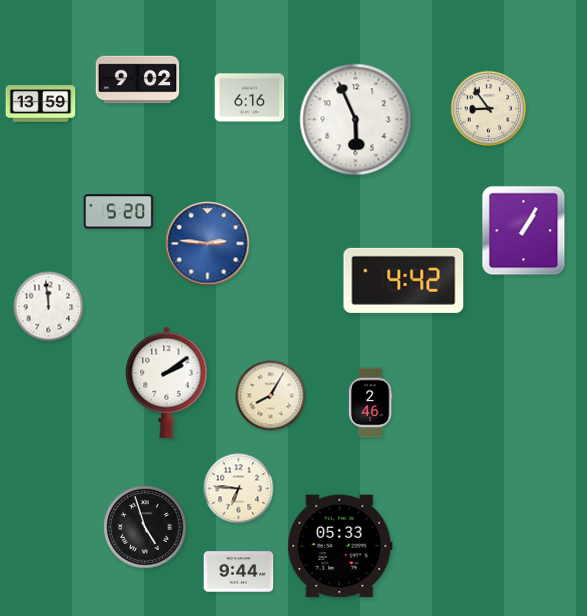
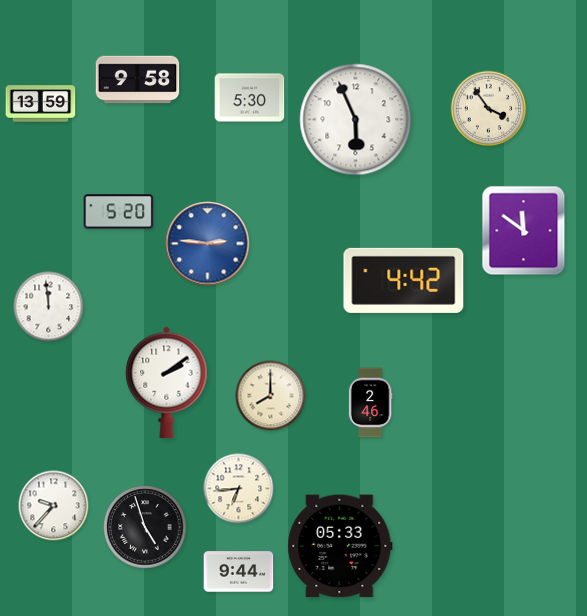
clock at (138, 80): 9:02 -> 9:58
clock at (250, 98): 6:16 -> 5:30
clock at (489, 109): 8:54 -> 3:54
clock at (524, 231): 1:05 -> 11:51
clock at (271, 396): 8:05 -> 8:00
clock at (239, 489): 6:46 -> 6:44
clock at (54, 506): none -> 9:37
